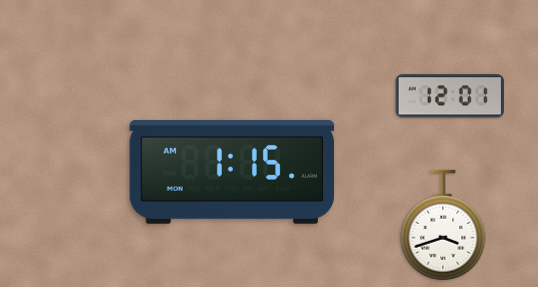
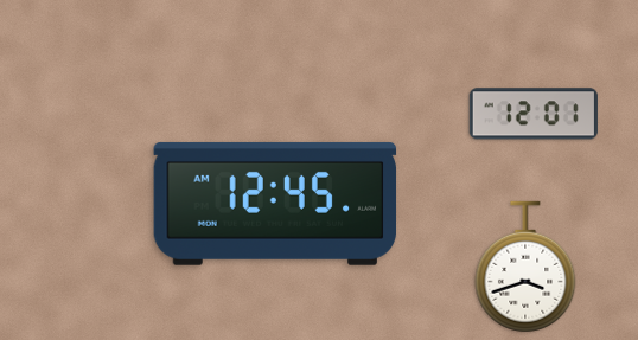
clock at (232, 172): 1:15 -> 12:45
